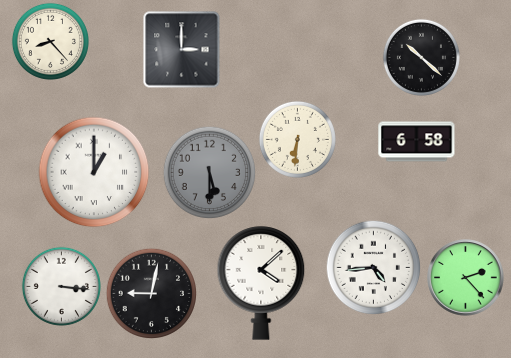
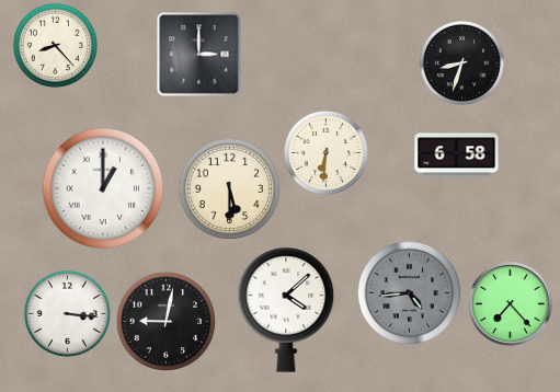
clock at (421, 57): 10:22 -> 8:33
clock at (209, 172) dial: grey -> cream
clock at (373, 267) dial: white -> grey
clock at (466, 278): 2:23 -> 7:23
